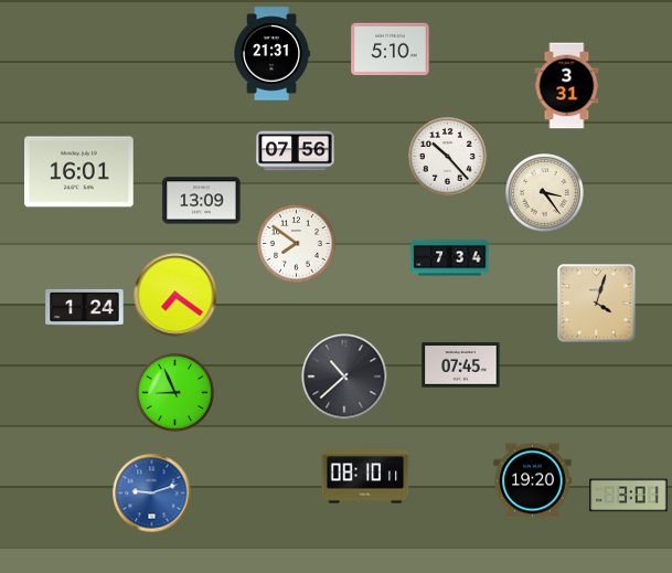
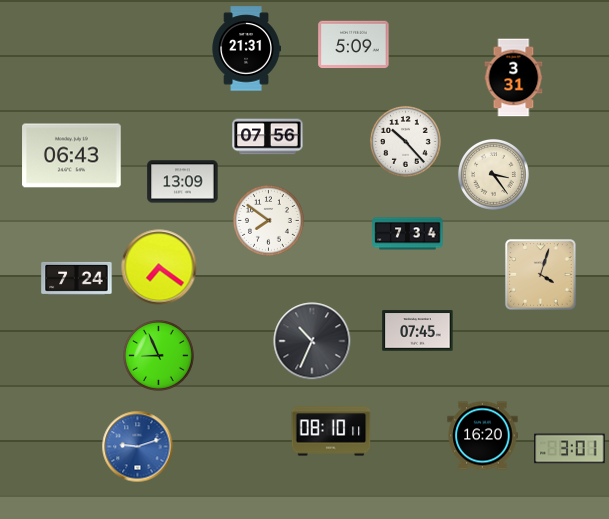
clock at (391, 50): 5:10 -> 5:09
clock at (79, 172): 16:01 -> 06:43
clock at (85, 307): 1:24 -> 7:24
clock at (344, 376): 10:38 -> 10:34
clock at (533, 481): 19:20 -> 16:20
